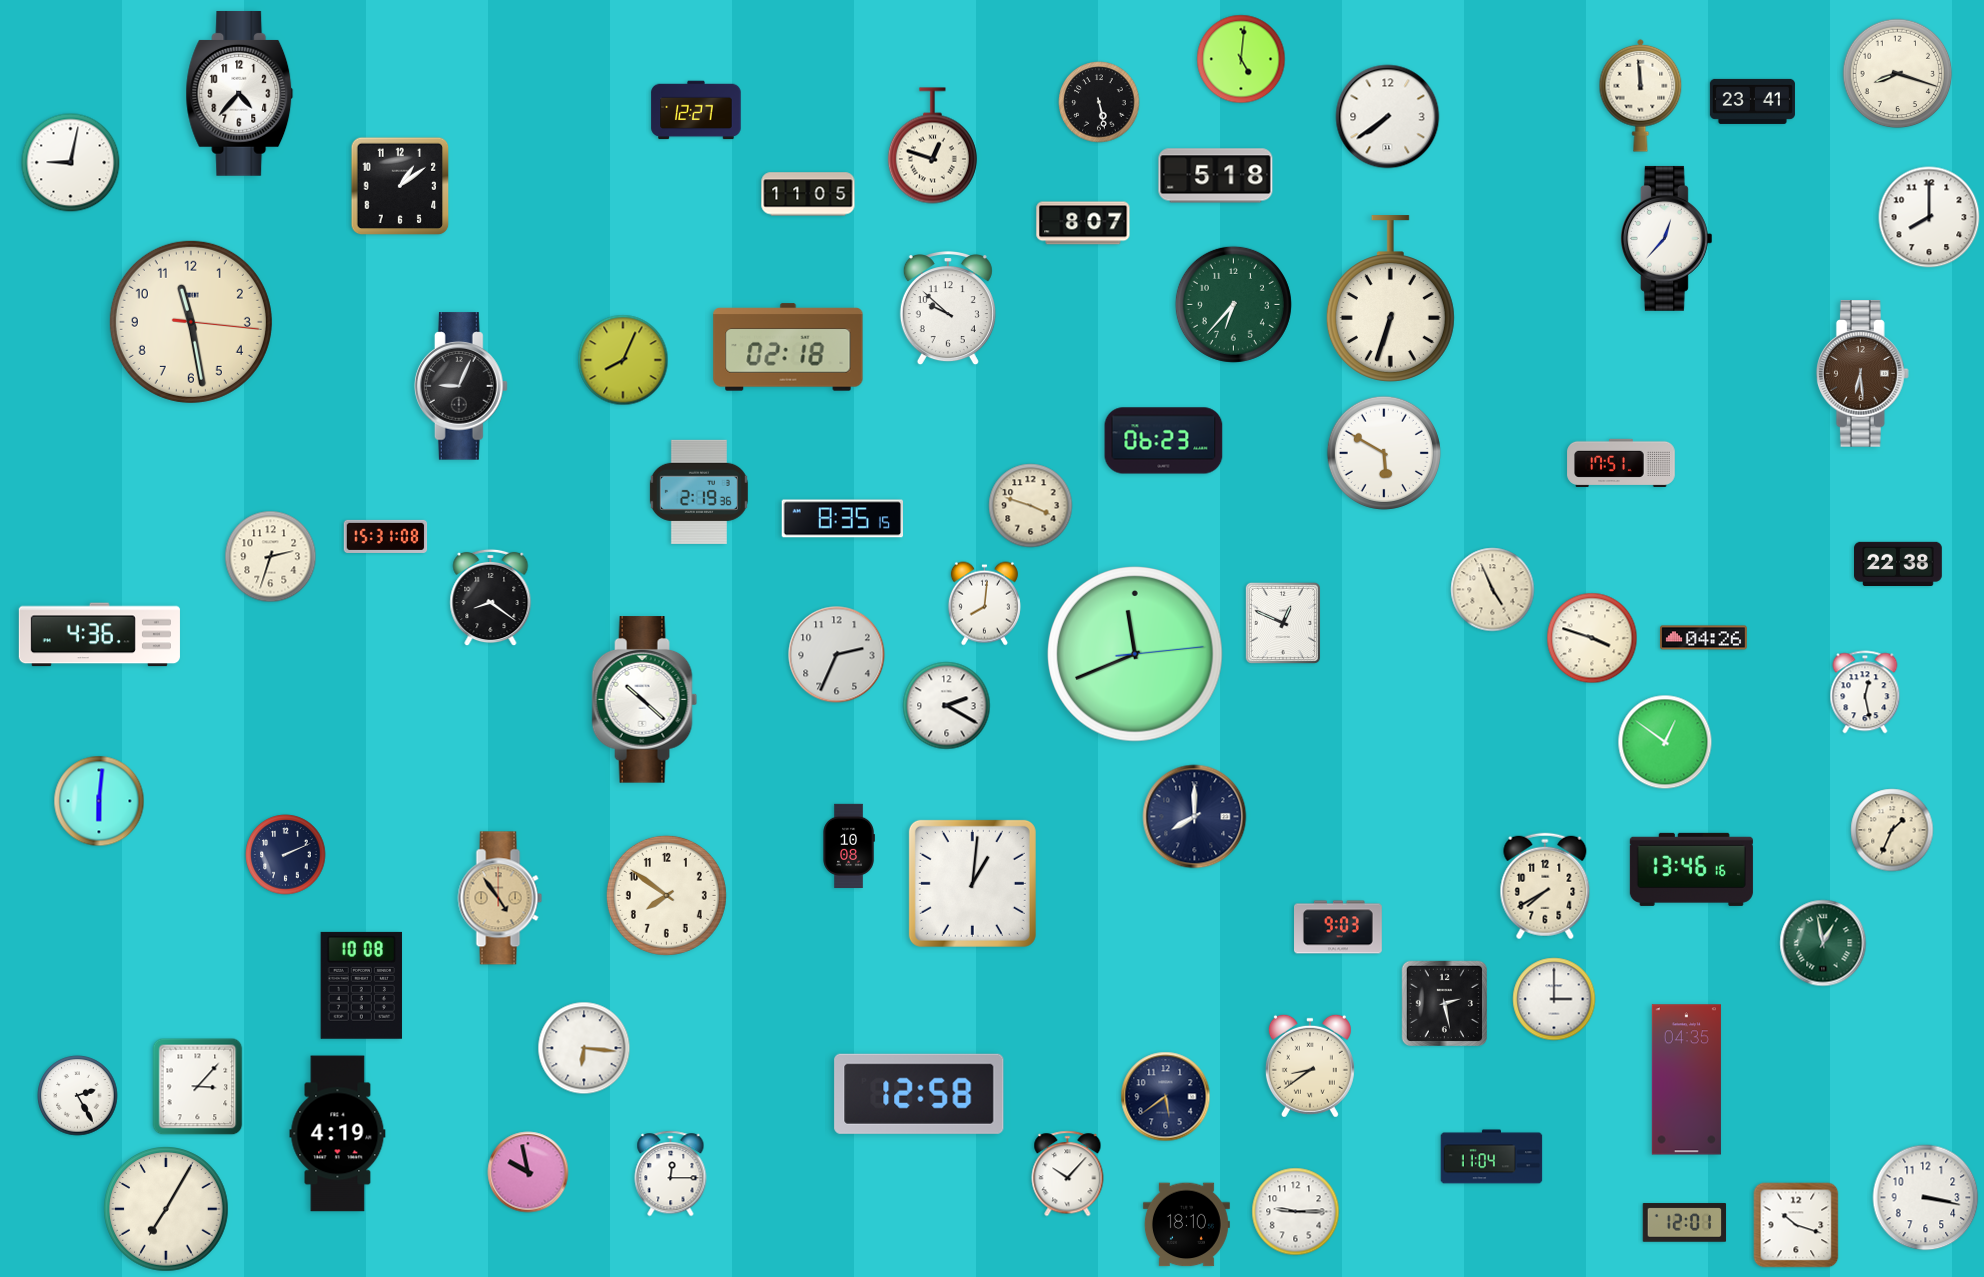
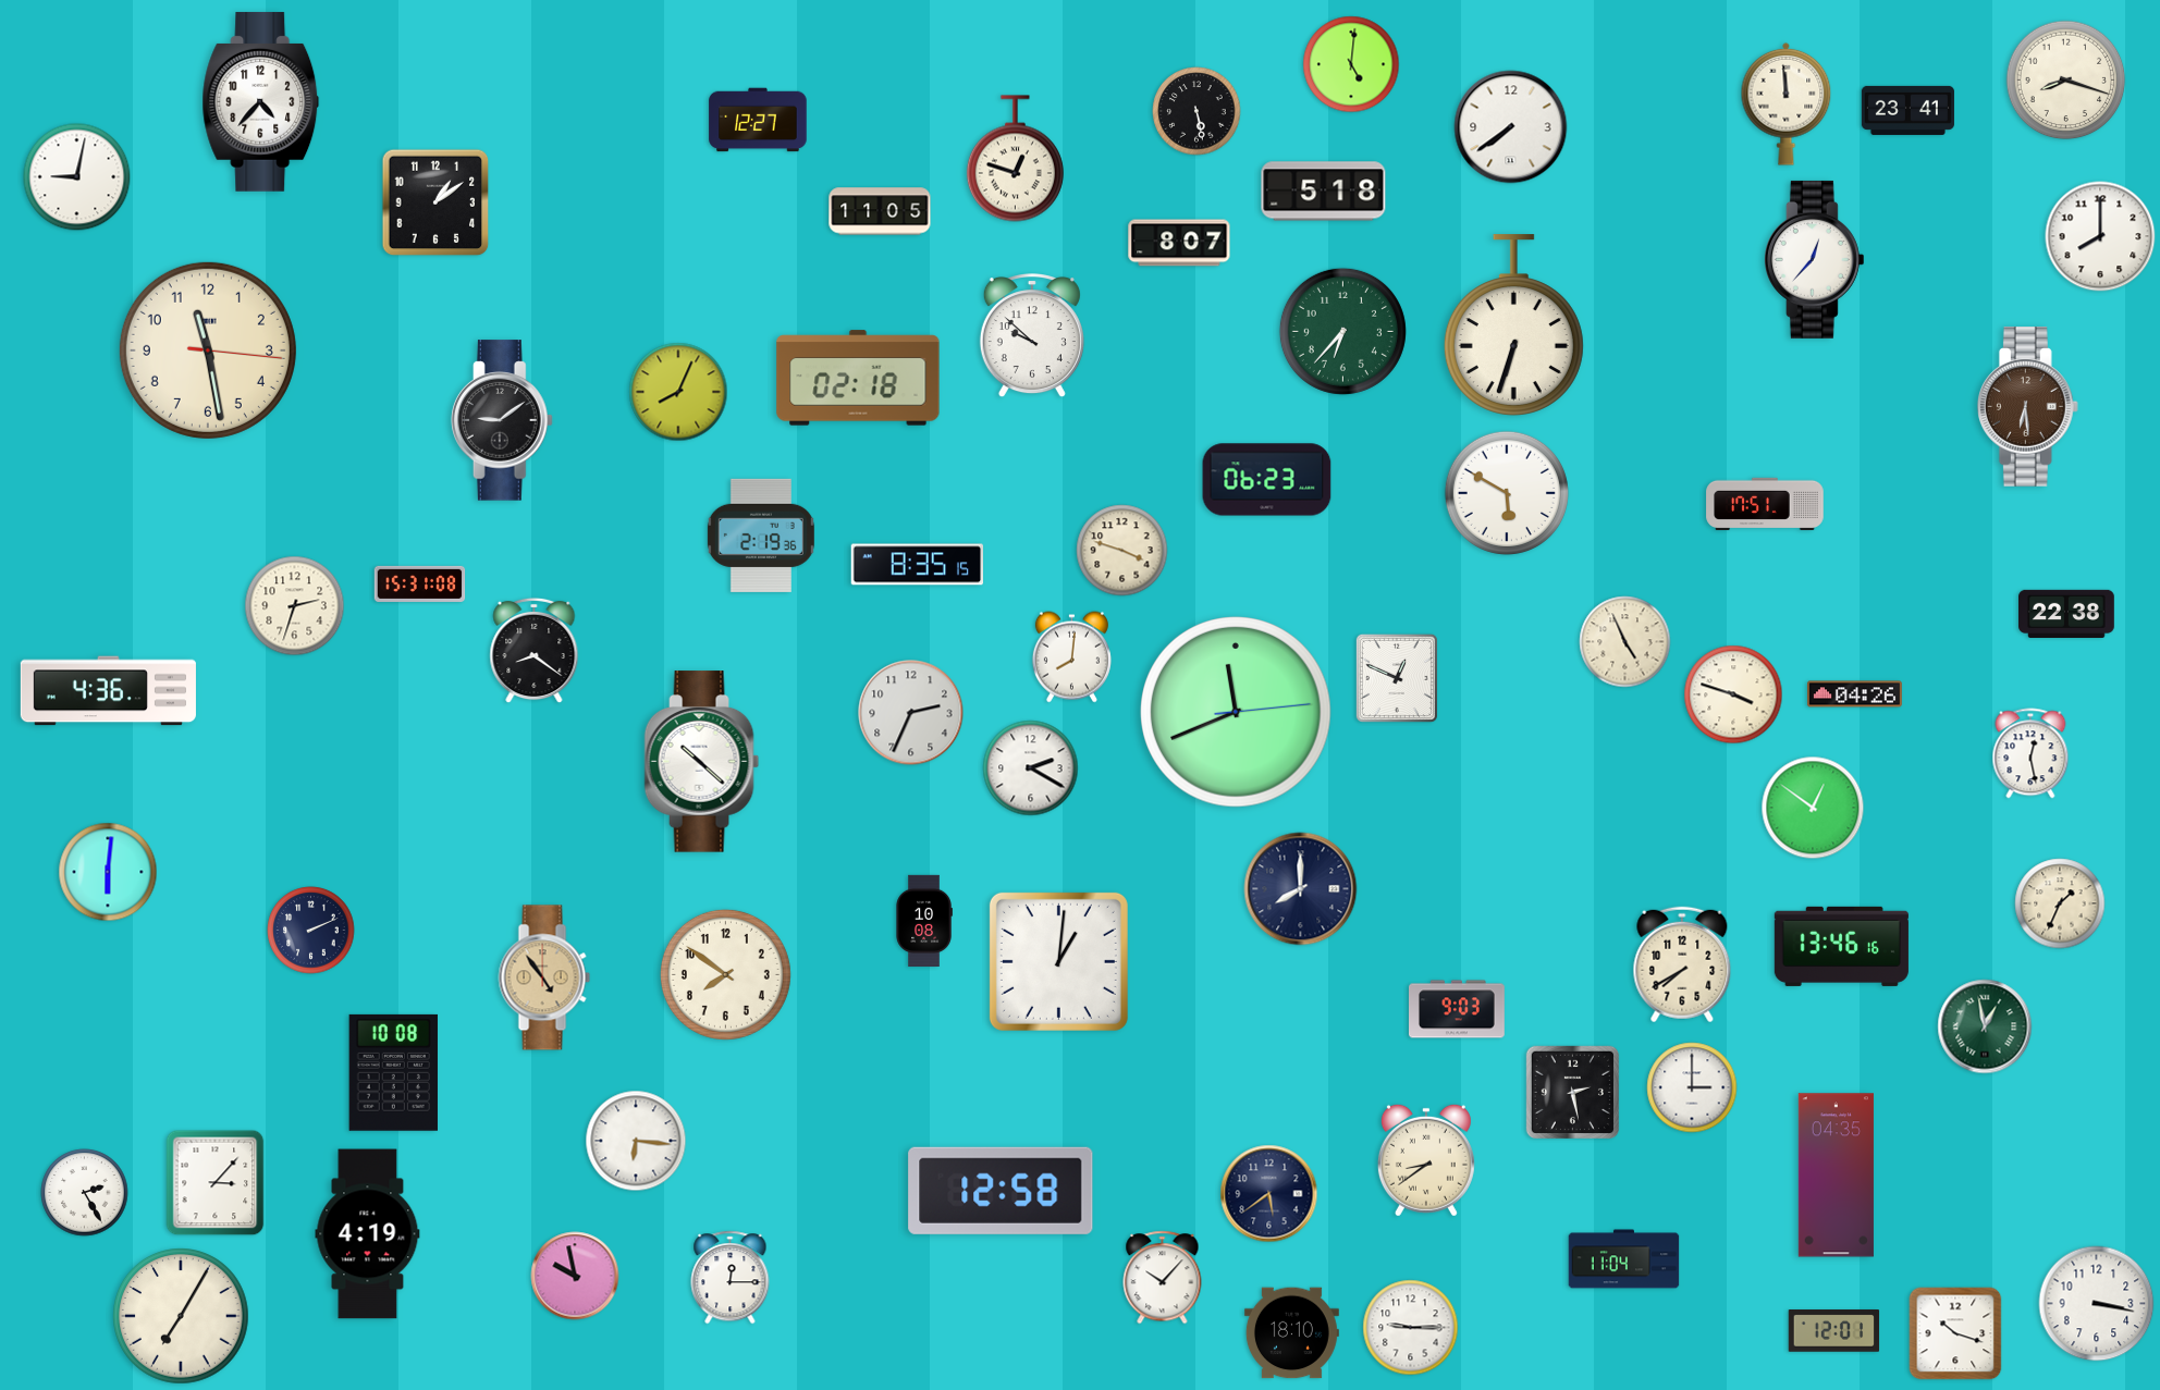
clock at (461, 386): 9:04 -> 9:09
clock at (1296, 1212) position: (1296, 1212) -> (1411, 1328)
